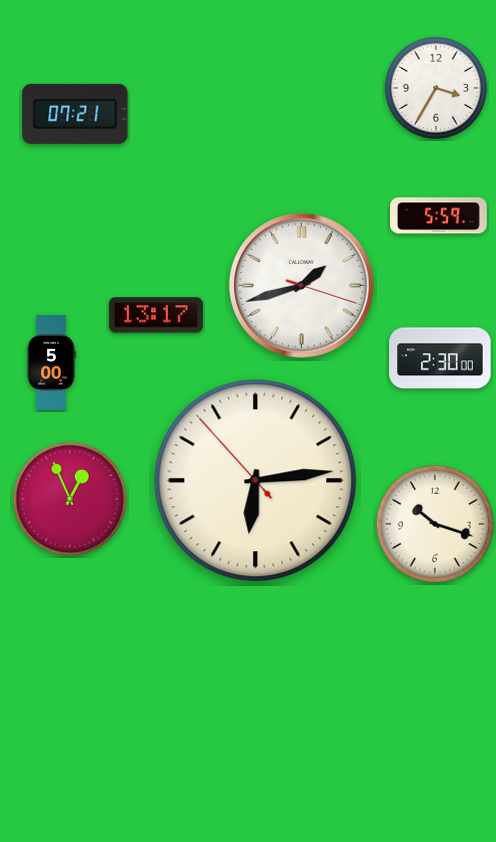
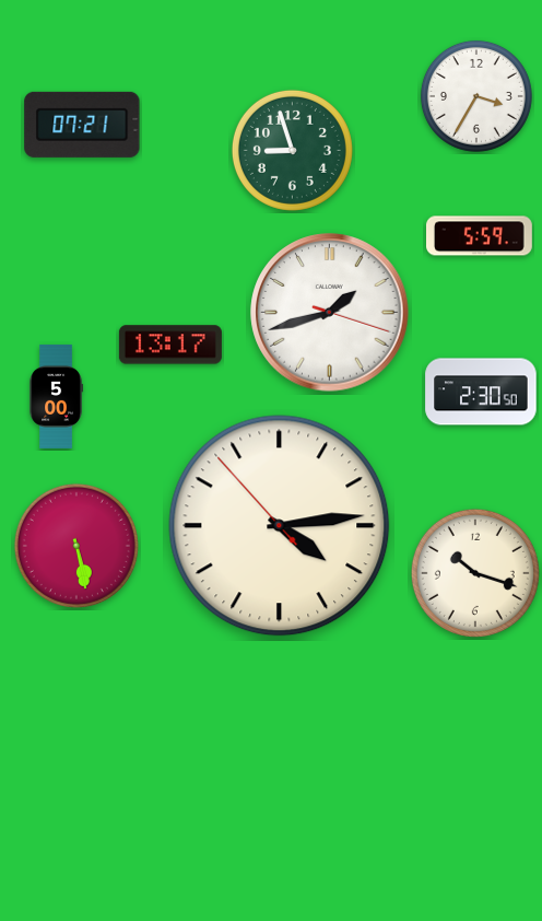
clock at (292, 150): none -> 8:57
clock at (440, 358): 2:30:00 -> 2:30:50
clock at (256, 481): 6:13 -> 4:13
clock at (70, 499): 12:56 -> 5:28
